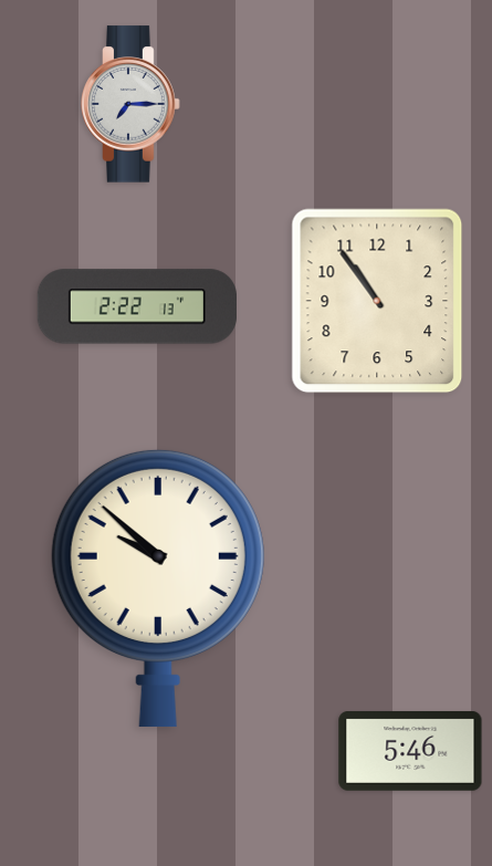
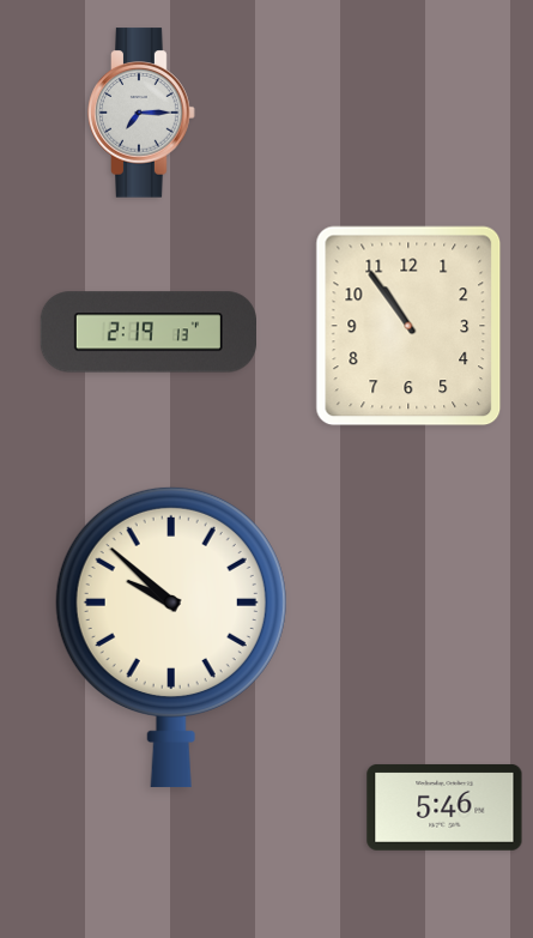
clock at (136, 306): 2:22 -> 2:19
clock at (410, 751) position: (410, 751) -> (444, 807)
